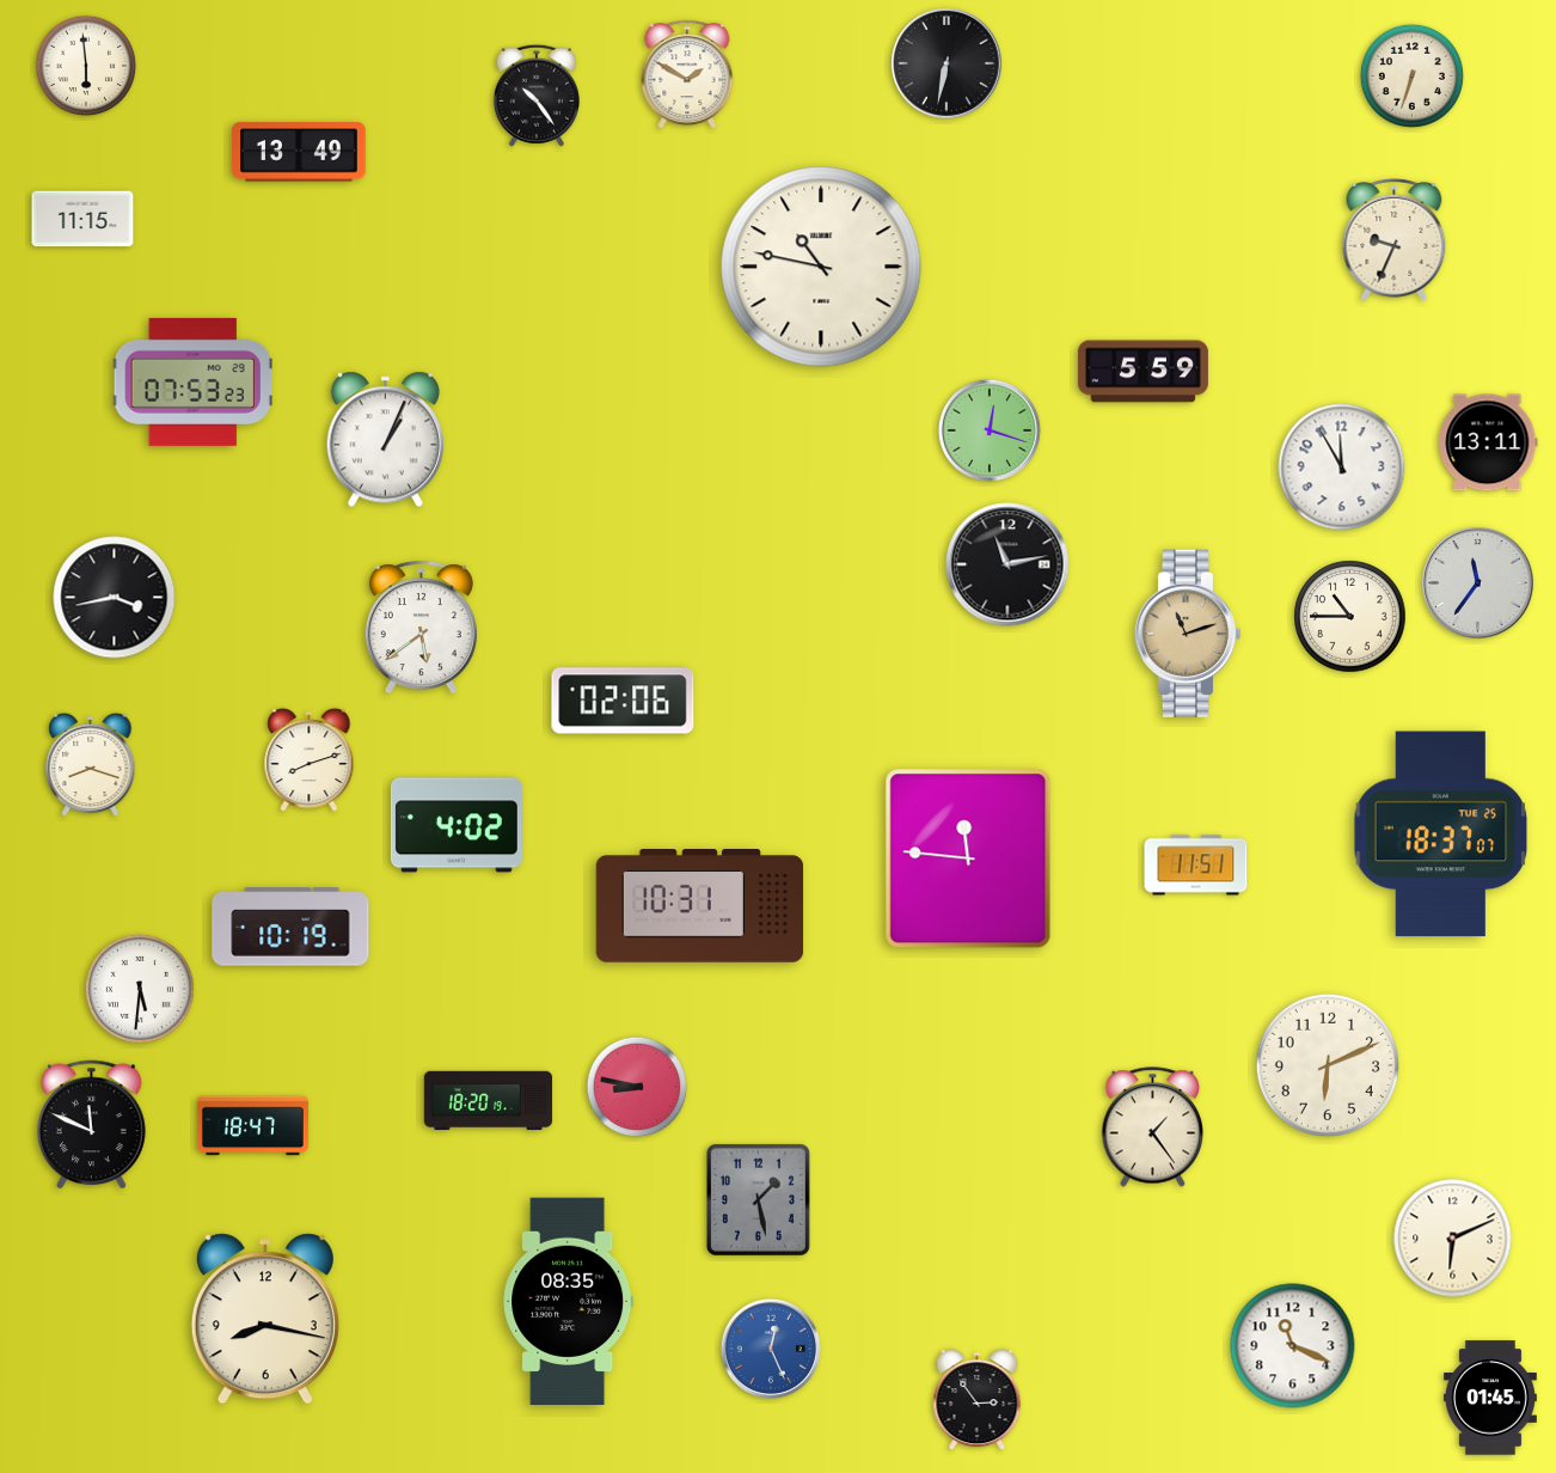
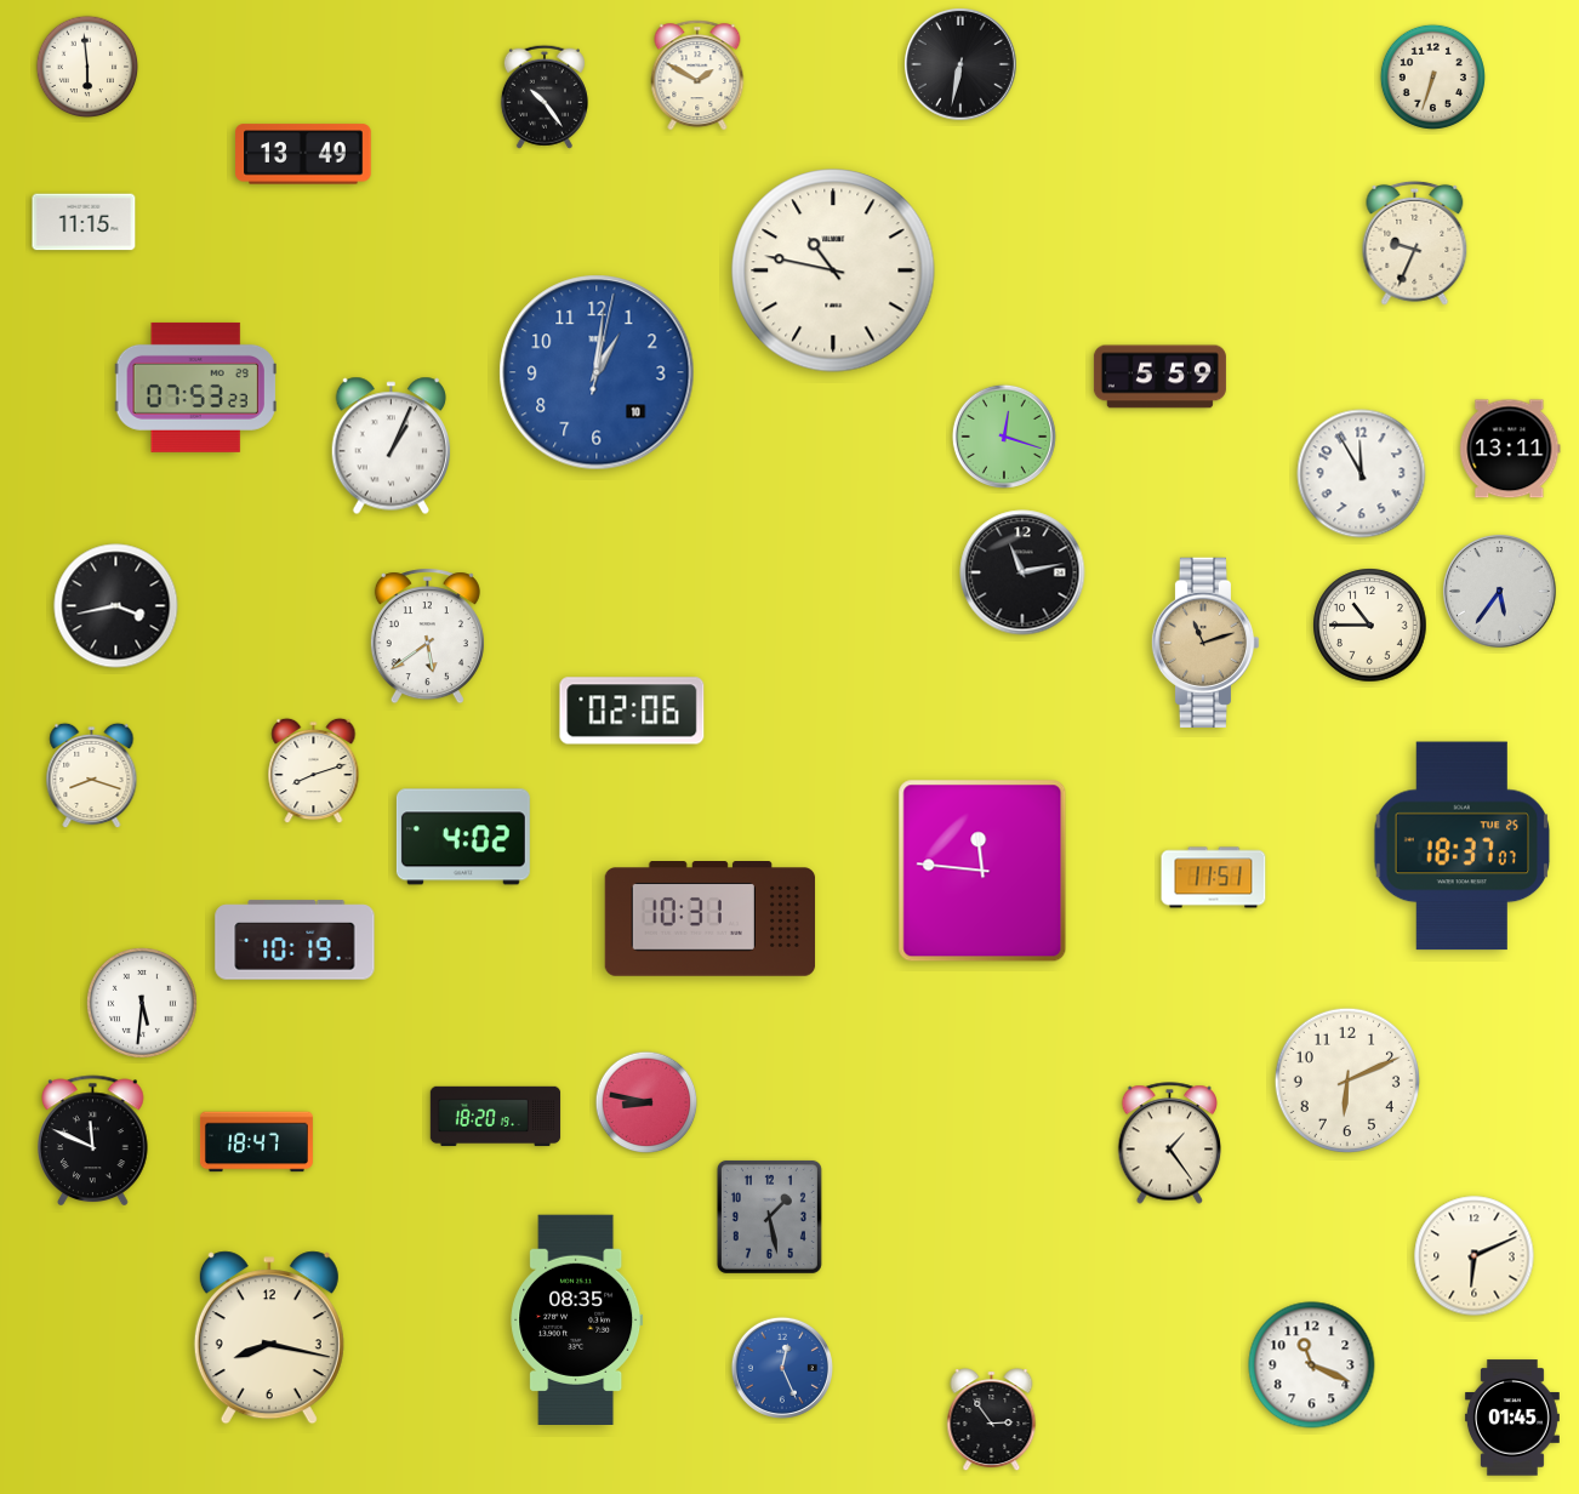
clock at (597, 372): none -> 1:01
clock at (1478, 583): 11:36 -> 5:36
